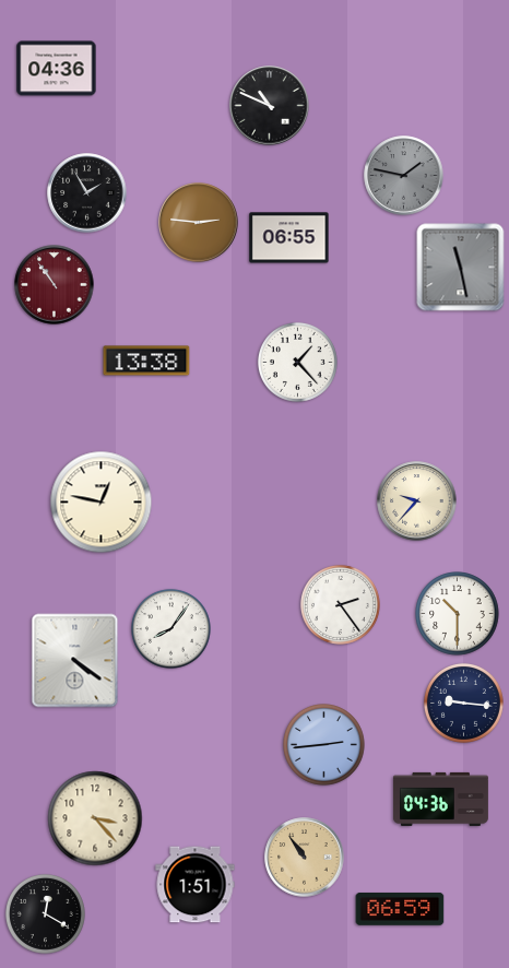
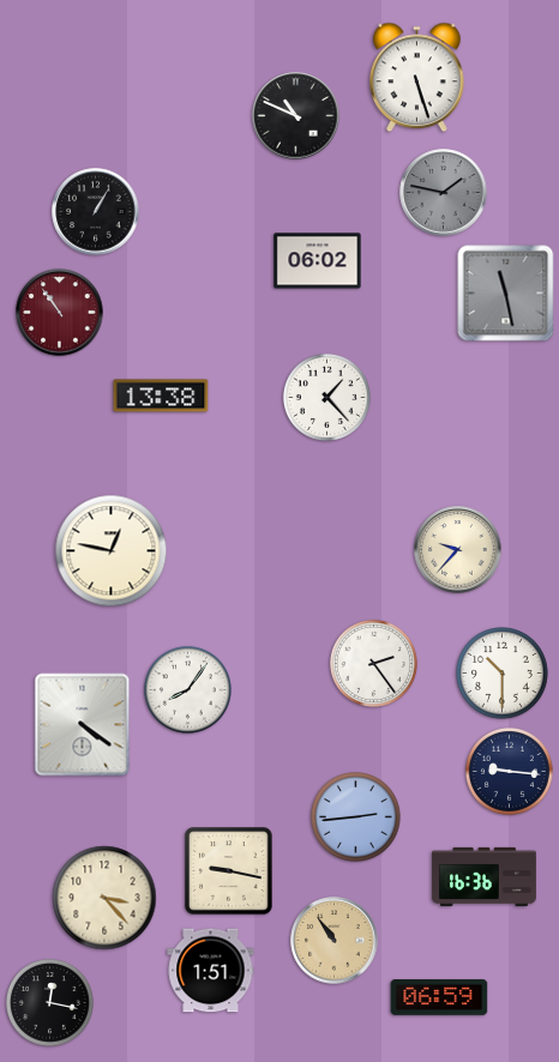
clock at (57, 69): 04:36 -> none
clock at (417, 78): none -> 5:27
clock at (87, 193): 1:55 -> 1:05
clock at (199, 223): 2:46 -> none
clock at (289, 238): 06:55 -> 06:02
clock at (229, 871): none -> 9:17
clock at (440, 799): 04:36 -> 16:36
clock at (196, 885) position: (196, 885) -> (211, 971)
clock at (45, 913): 12:20 -> 12:17
